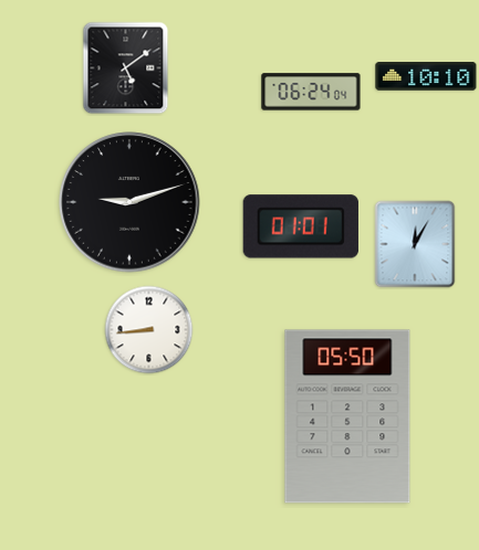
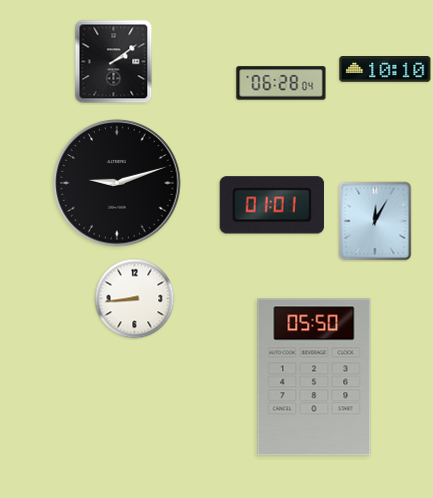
clock at (126, 68): 5:09 -> 2:09
clock at (311, 92): 06:24 -> 06:28
